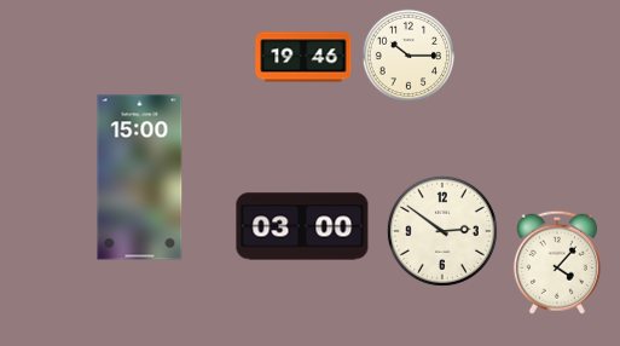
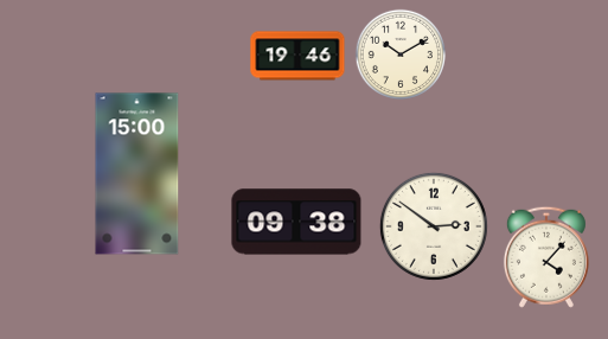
clock at (407, 54): 10:15 -> 10:10
clock at (302, 226): 03:00 -> 09:38
